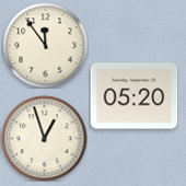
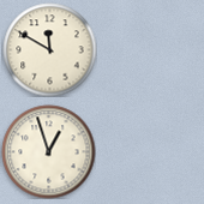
clock at (45, 45): 11:54 -> 11:50
clock at (133, 96): 05:20 -> none
